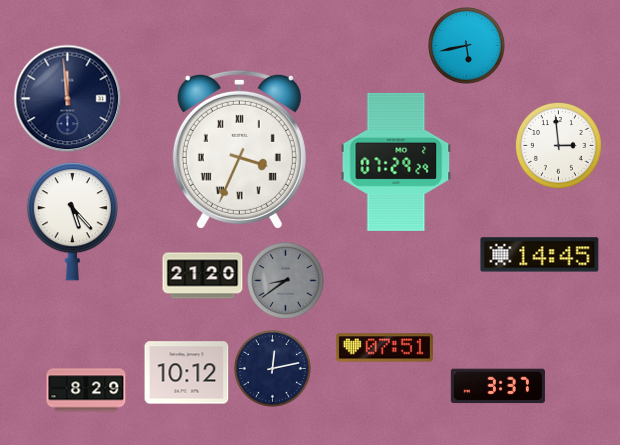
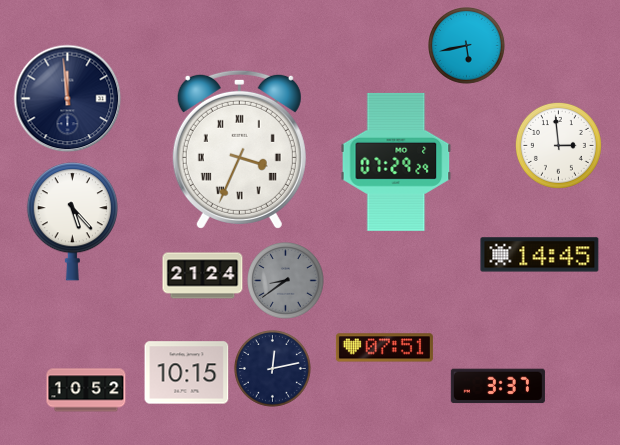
clock at (203, 276): 21:20 -> 21:24
clock at (187, 373): 10:12 -> 10:15
clock at (86, 390): 8:29 -> 10:52
